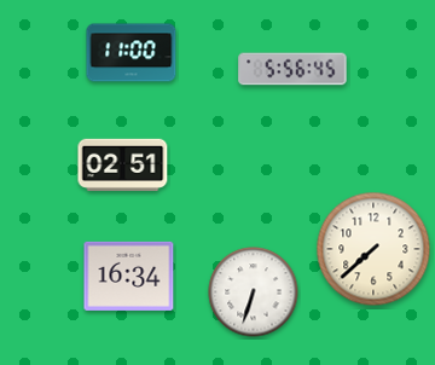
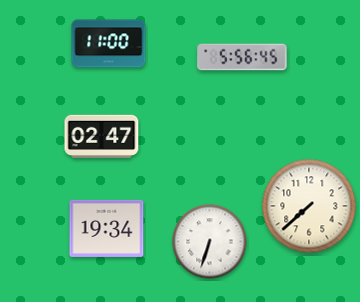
clock at (123, 164): 02:51 -> 02:47
clock at (129, 276): 16:34 -> 19:34
